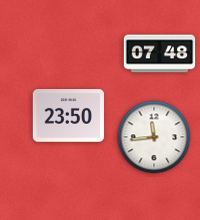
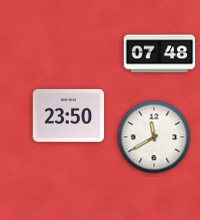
clock at (154, 137): 11:44 -> 11:40
